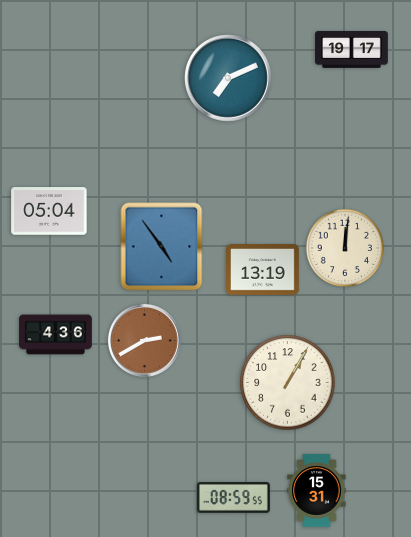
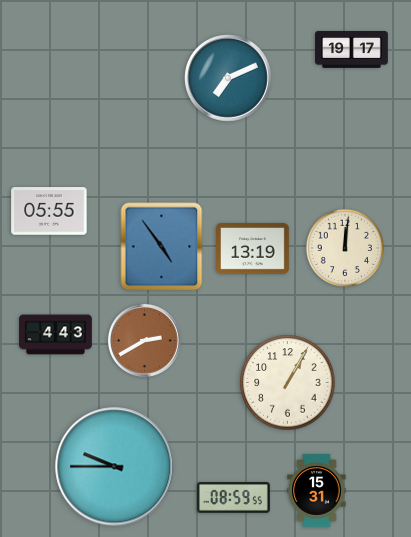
clock at (49, 211): 05:04 -> 05:55
clock at (263, 270) position: (263, 270) -> (253, 249)
clock at (56, 335): 4:36 -> 4:43
clock at (115, 467): none -> 9:45
